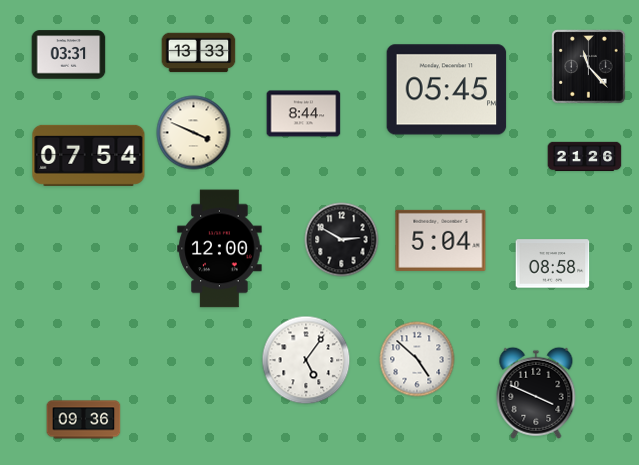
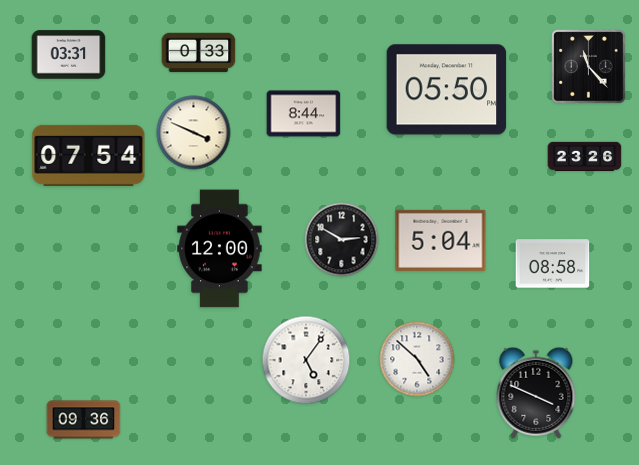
clock at (199, 53): 13:33 -> 0:33
clock at (447, 90): 05:45 -> 05:50
clock at (585, 156): 21:26 -> 23:26
